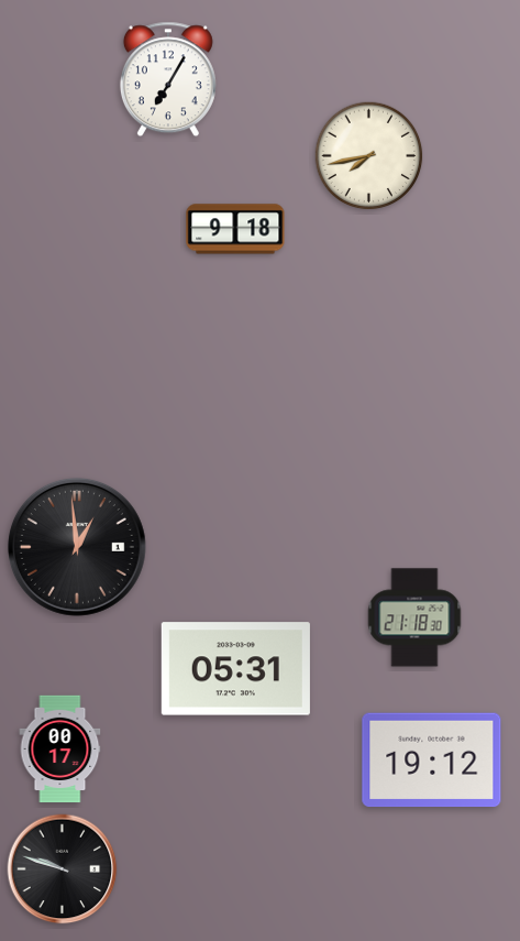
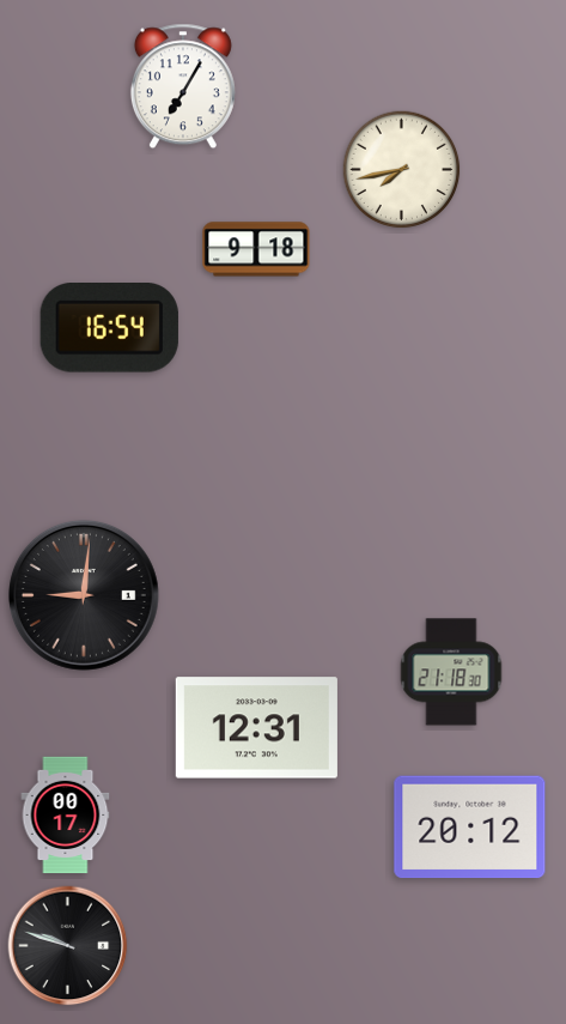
clock at (109, 328): none -> 16:54
clock at (77, 547): 12:59 -> 9:01
clock at (235, 669): 05:31 -> 12:31
clock at (432, 761): 19:12 -> 20:12
